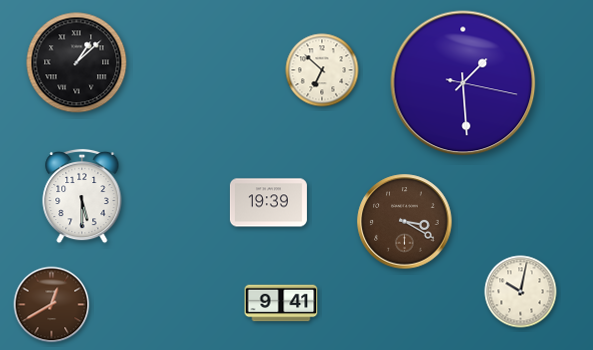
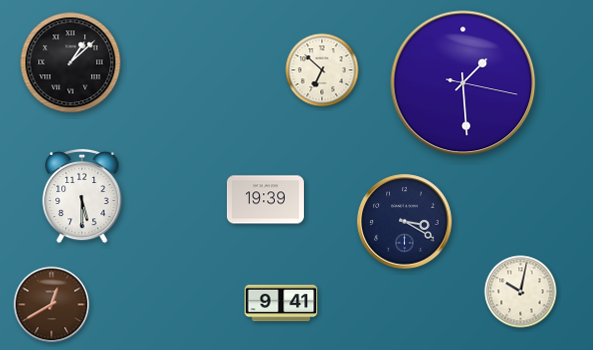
clock at (77, 63) position: (77, 63) -> (71, 63)
clock at (268, 203) position: (268, 203) -> (265, 200)
clock at (405, 222) dial: brown -> navy
